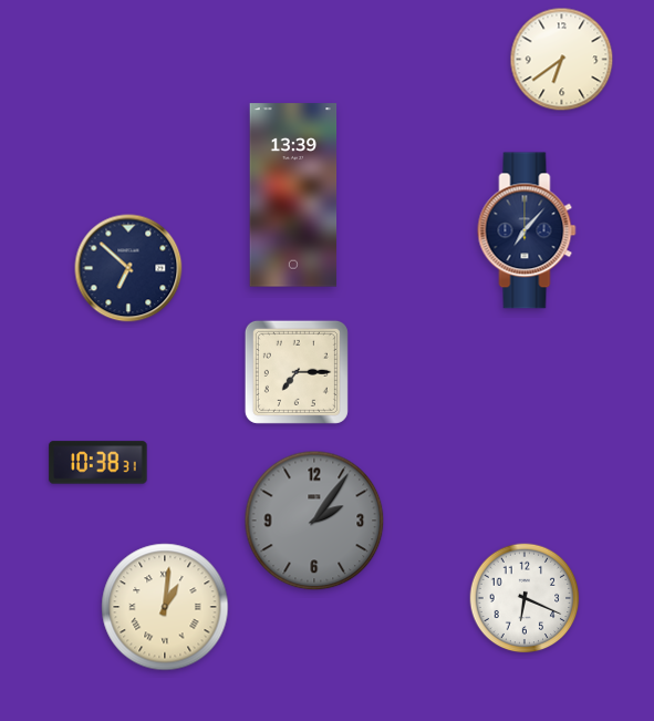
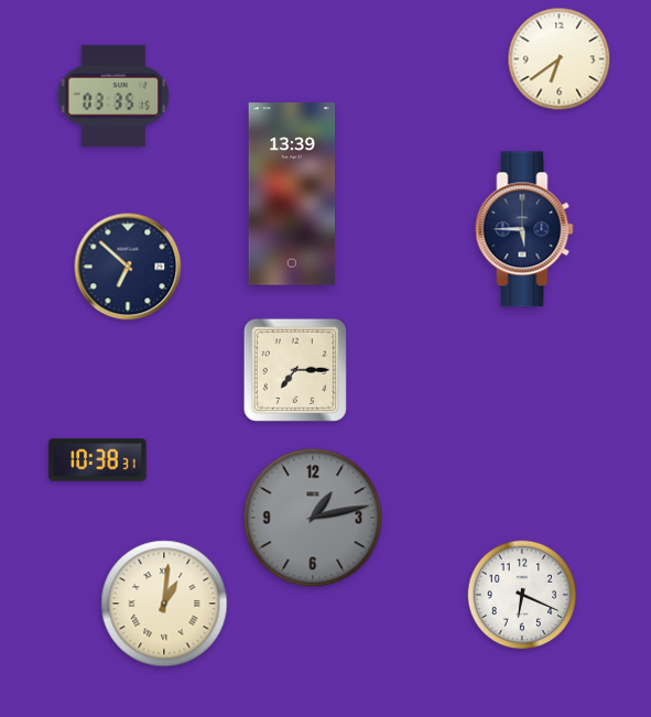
clock at (112, 96): none -> 03:35
clock at (527, 230): 7:07 -> 5:45
clock at (314, 521): 2:06 -> 1:13
